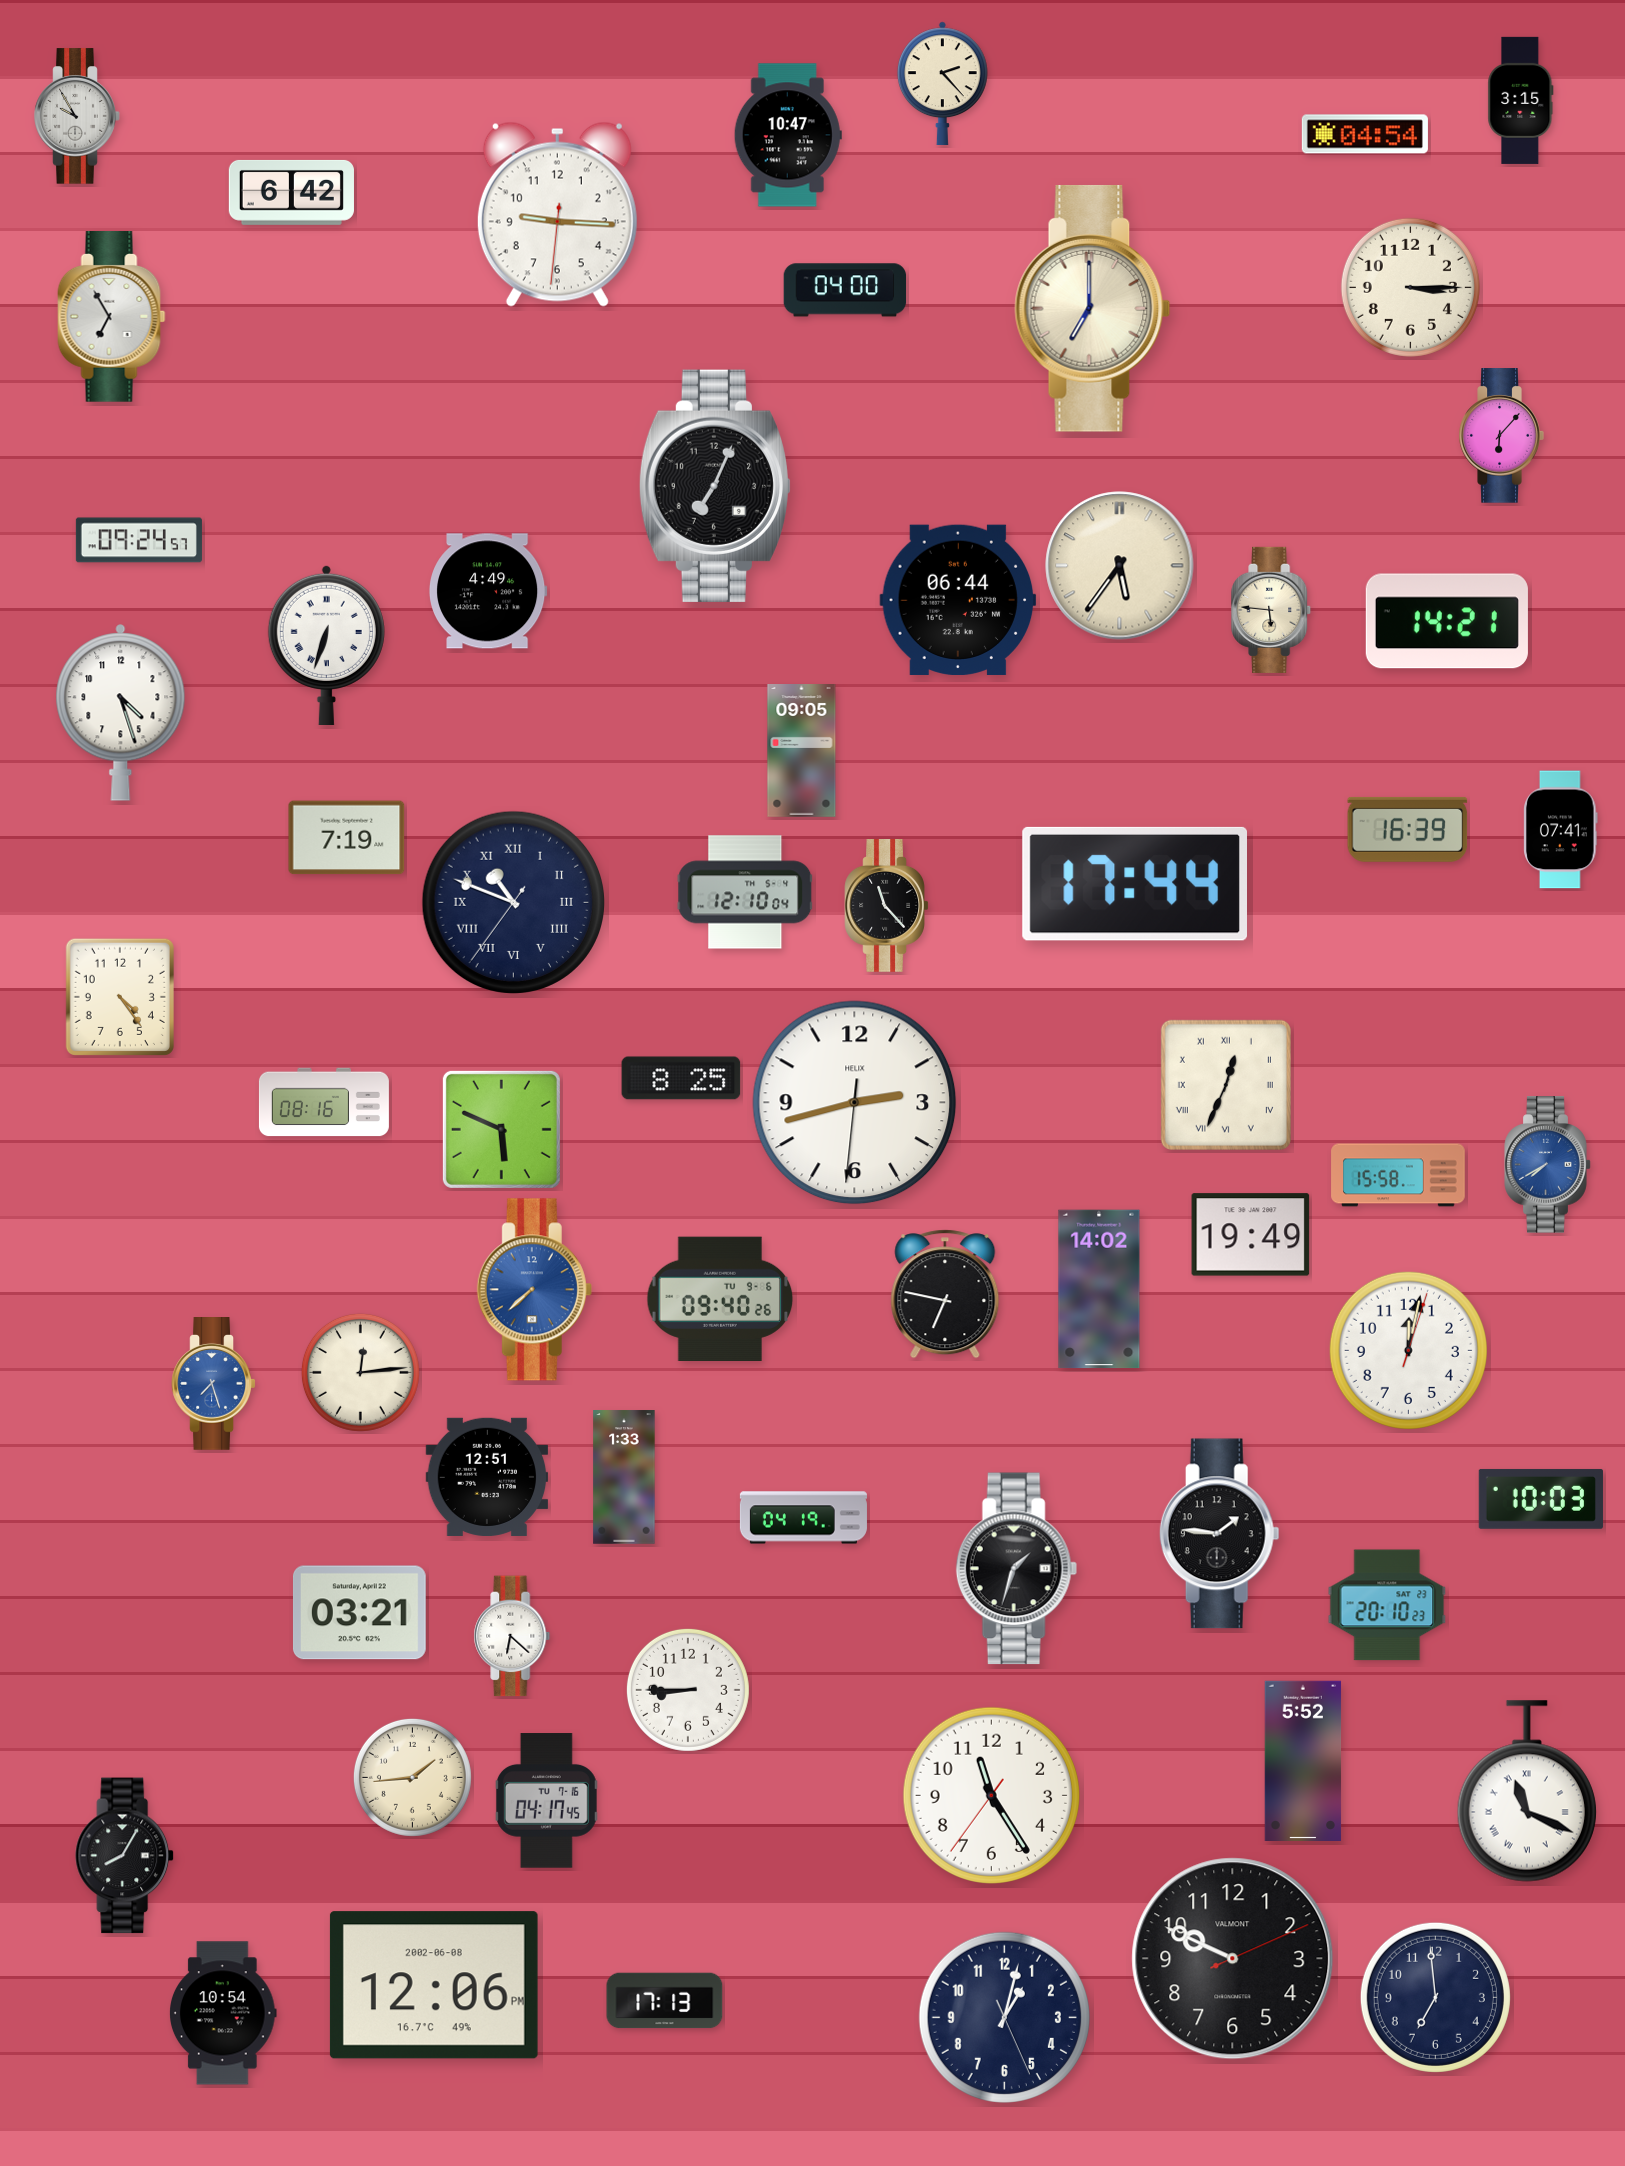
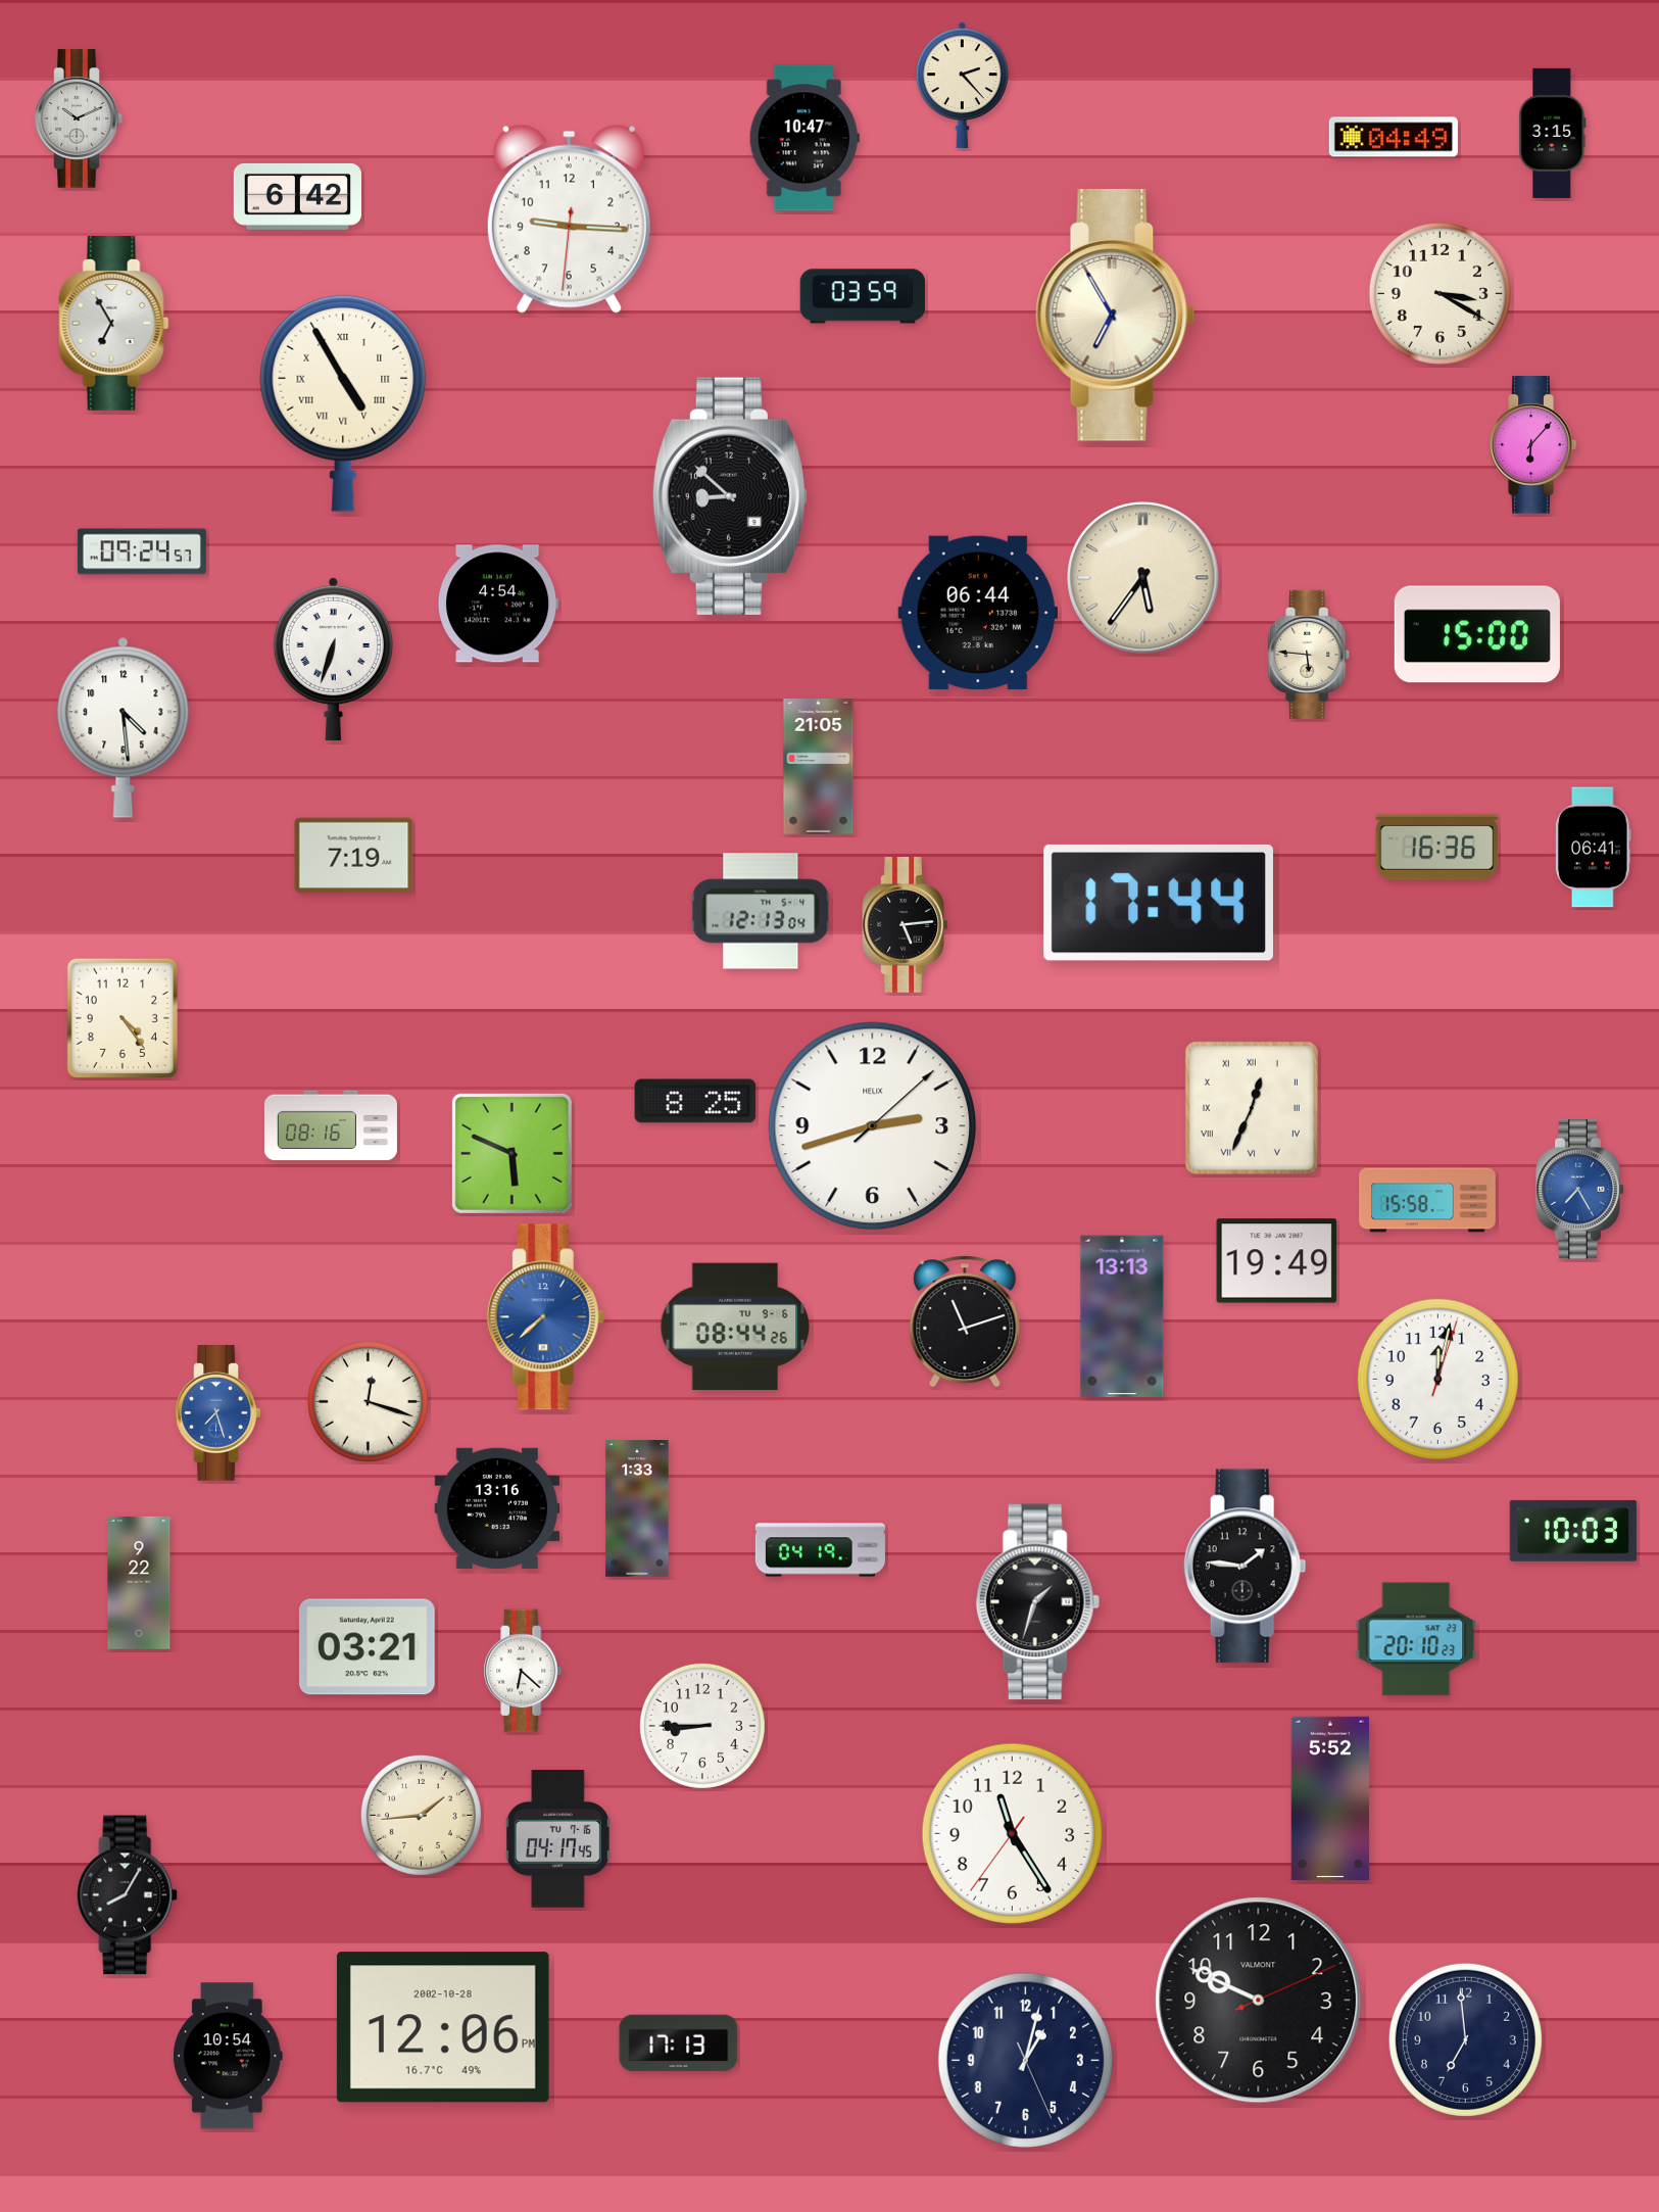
clock at (1521, 100) position: (1521, 100) -> (1553, 133)
clock at (77, 116): 9:55 -> 10:11
clock at (1365, 134): 04:54 -> 04:49
clock at (1410, 287): 3:15 -> 3:20
clock at (845, 290): 04:00 -> 03:59
clock at (1093, 309): 7:00 -> 6:55
clock at (343, 403): none -> 4:55
clock at (715, 486): 7:04 -> 8:52
clock at (488, 591): 4:49 -> 4:54
clock at (1272, 610) position: (1272, 610) -> (1310, 655)
clock at (1447, 621): 14:21 -> 15:00
clock at (121, 713): 4:27 -> 4:29
clock at (802, 751): 09:05 -> 21:05
clock at (1408, 829): 16:39 -> 16:36
clock at (1561, 830): 07:41 -> 06:41
clock at (745, 892): 12:10 -> 12:13
clock at (513, 902): 10:48 -> none
clock at (887, 906): 11:23 -> 5:14
clock at (855, 1103): 2:42:31 -> 2:42:08
clock at (1548, 1165): 7:40 -> 7:25
clock at (1099, 1289): 14:02 -> 13:13
clock at (945, 1294): 6:47 -> 11:12
clock at (720, 1298): 09:40 -> 08:44
clock at (360, 1372): 12:14 -> 12:18
clock at (487, 1477): 12:51 -> 13:16
clock at (139, 1583): none -> 9:22
clock at (1527, 1791): 11:19 -> none
clock at (434, 1985) date: 2002-06-08 -> 2002-10-28
